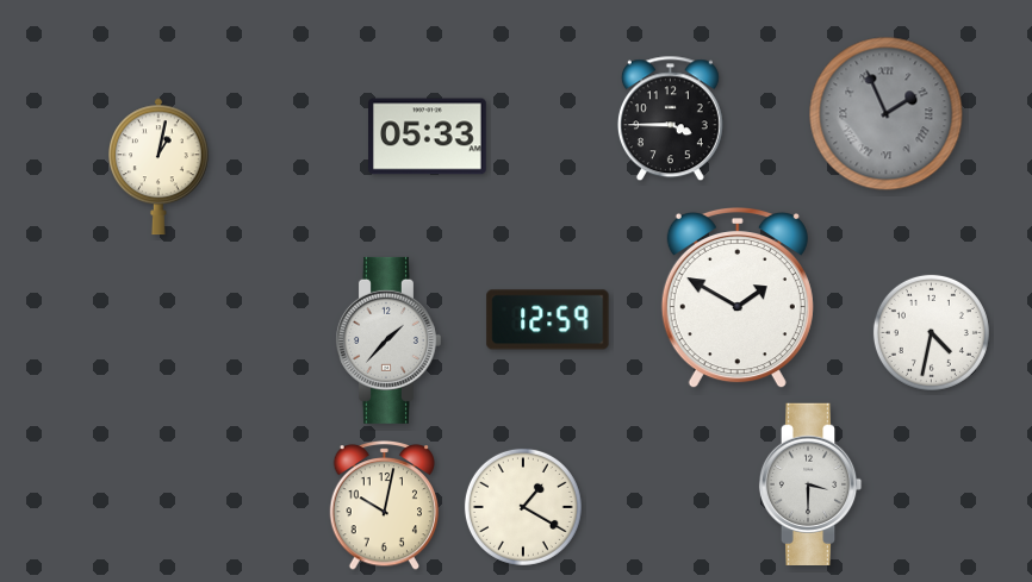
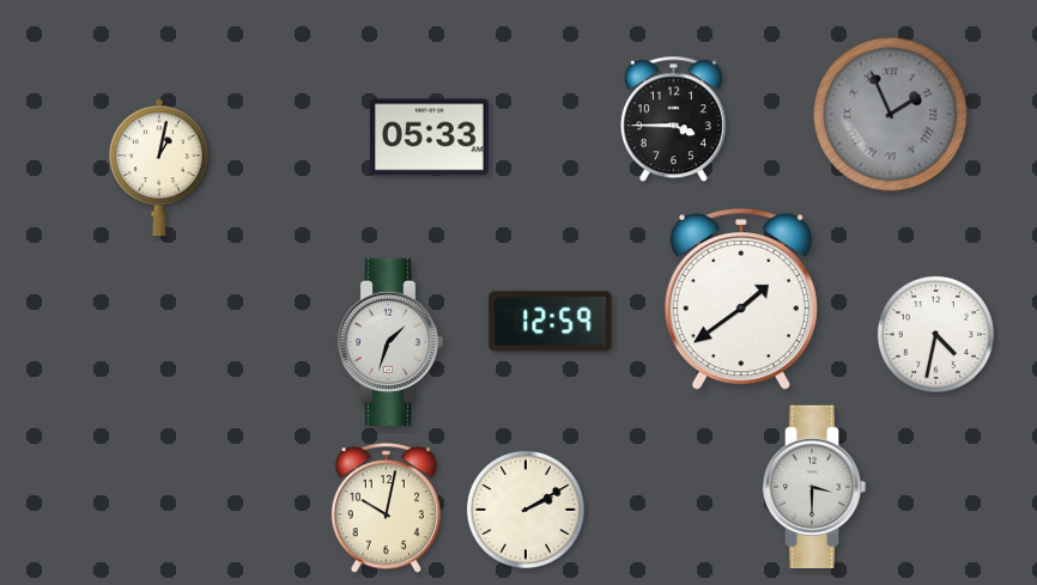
clock at (738, 298): 1:50 -> 1:39
clock at (387, 340): 1:37 -> 1:33
clock at (523, 507): 1:20 -> 2:10
